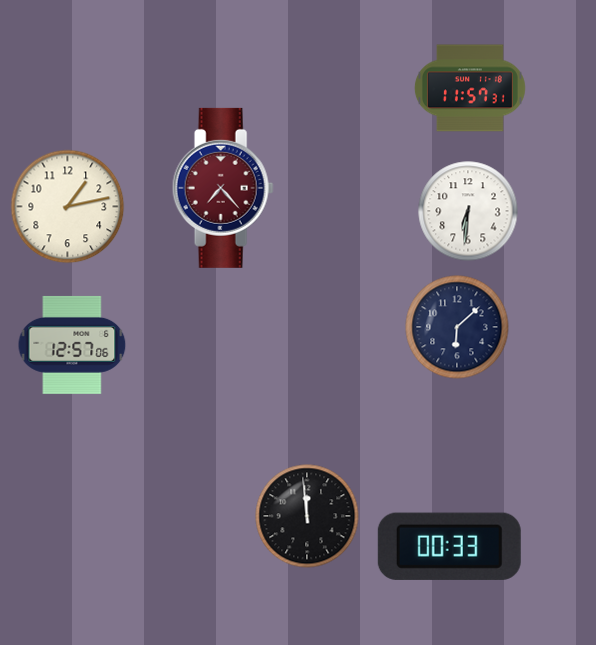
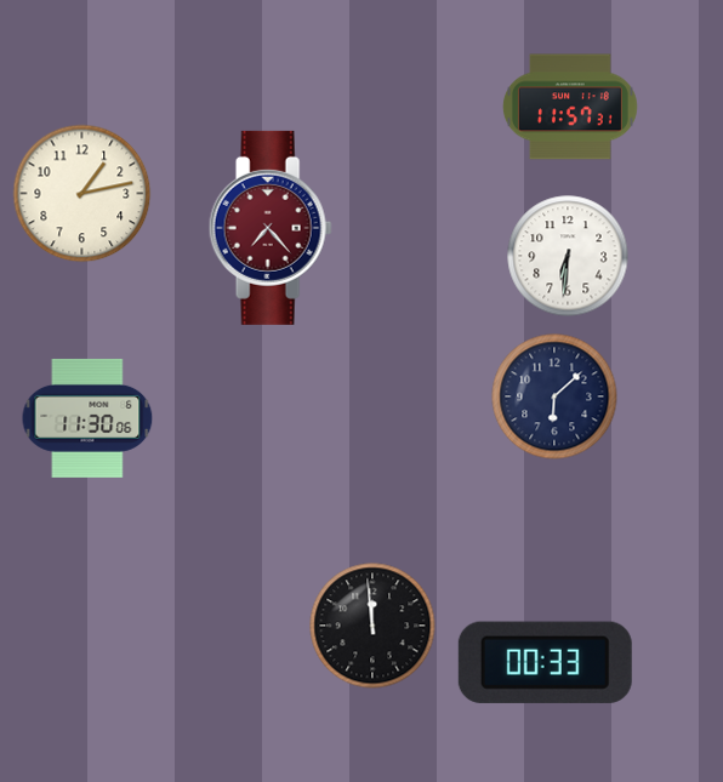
clock at (68, 207) position: (68, 207) -> (82, 194)
clock at (72, 345): 12:57 -> 11:30
